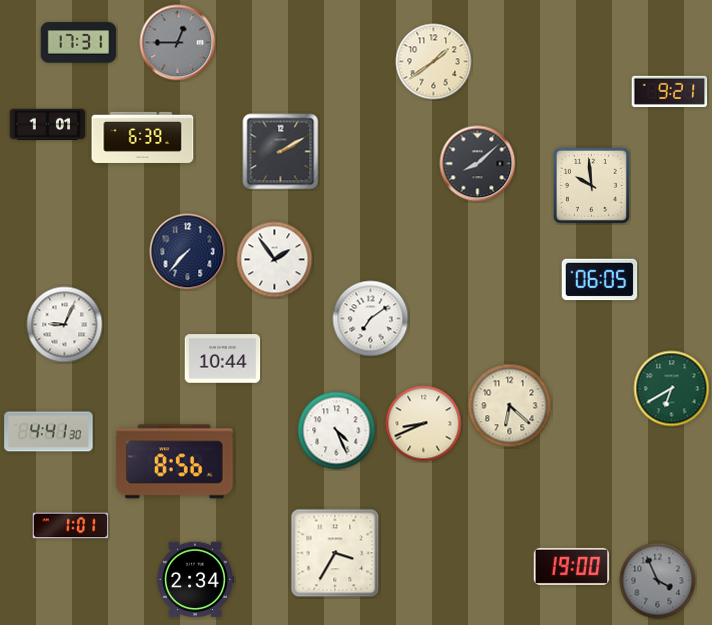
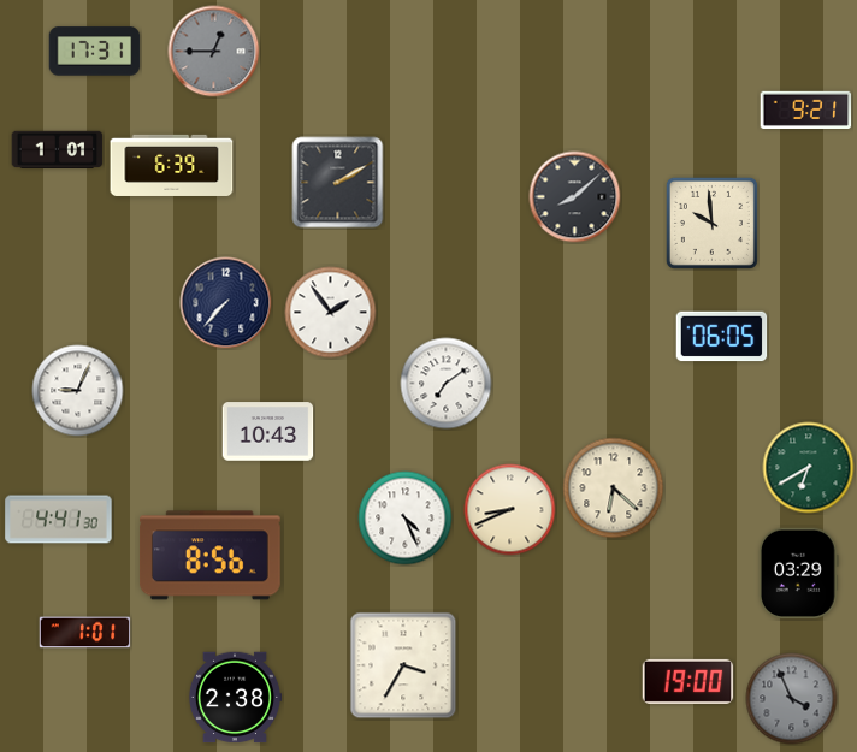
clock at (434, 62): 1:39 -> none
clock at (223, 359): 10:44 -> 10:43
clock at (798, 574): none -> 03:29
clock at (195, 580): 2:34 -> 2:38
